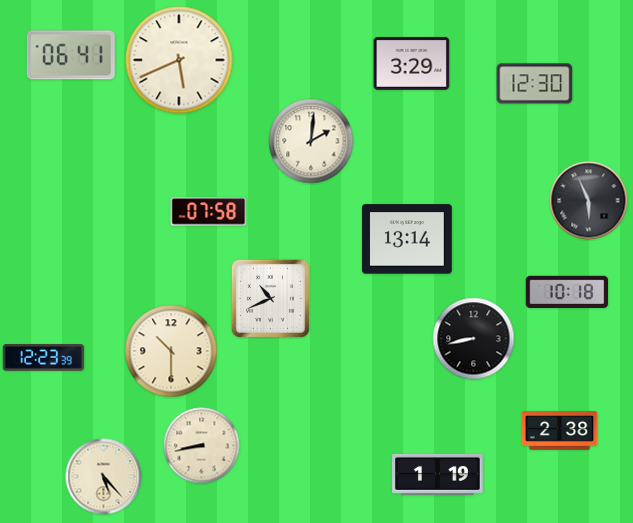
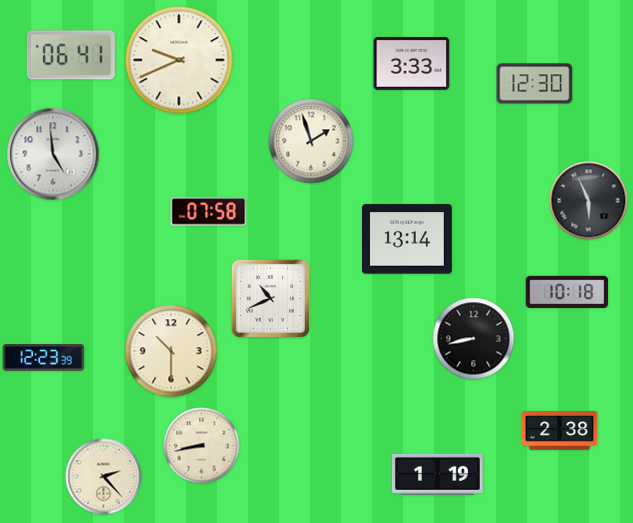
clock at (179, 60): 5:41 -> 9:41
clock at (412, 63): 3:29 -> 3:33
clock at (311, 141): 2:01 -> 1:57
clock at (53, 154): none -> 4:59
clock at (104, 477): 5:23 -> 2:23
